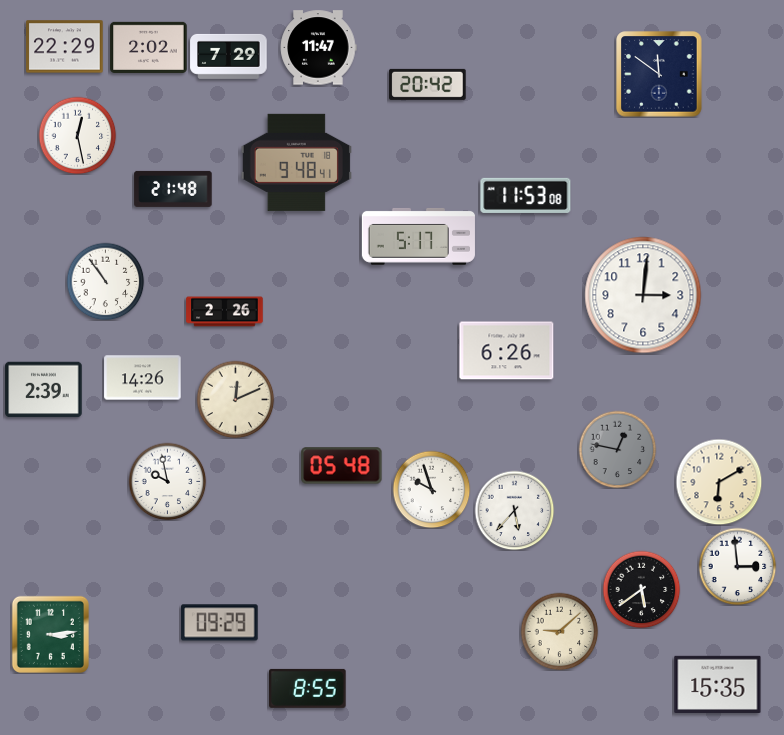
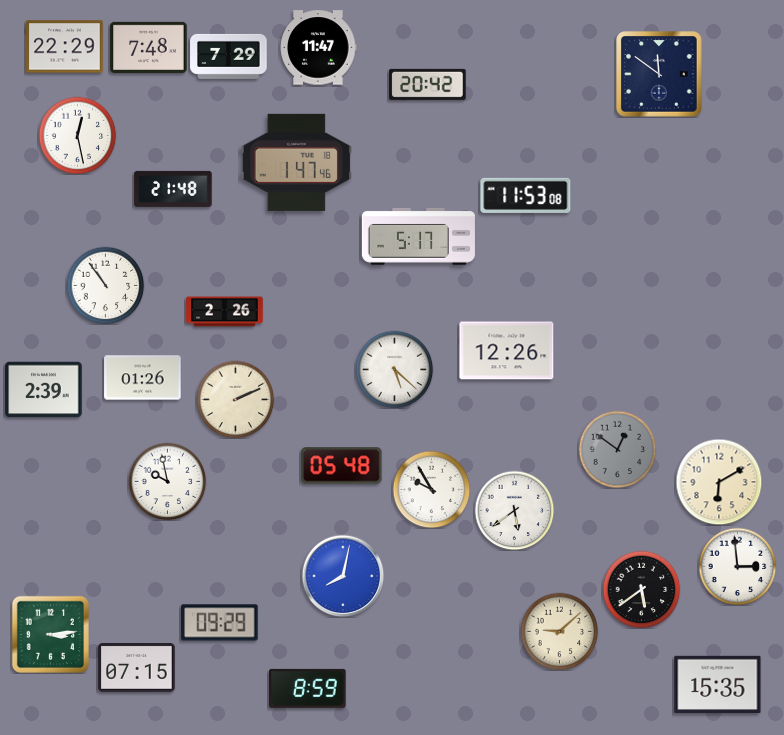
clock at (149, 47): 2:02 -> 7:48
clock at (296, 162): 9:48 -> 1:47
clock at (105, 281) position: (105, 281) -> (105, 285)
clock at (643, 295): 3:01 -> none
clock at (507, 351): 6:26 -> 12:26
clock at (394, 369): none -> 5:22
clock at (143, 378): 14:26 -> 01:26
clock at (235, 399): 12:11 -> 2:11
clock at (617, 449): 12:47 -> 12:51
clock at (431, 489): 9:57 -> 9:55
clock at (514, 510): 5:37 -> 5:39
clock at (343, 576): none -> 8:02
clock at (137, 668): none -> 07:15
clock at (308, 688): 8:55 -> 8:59
